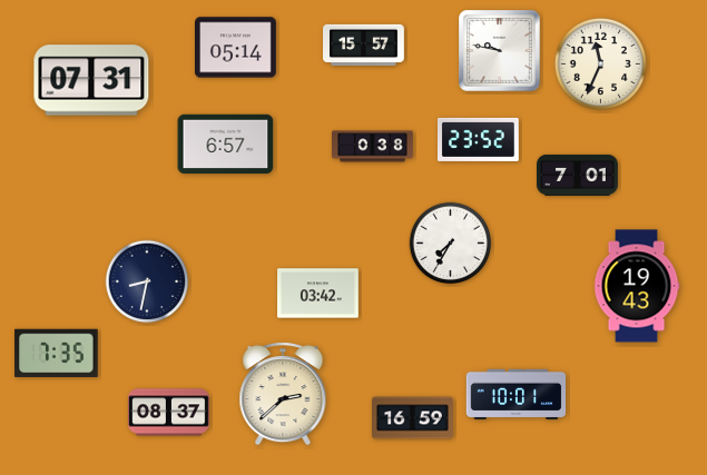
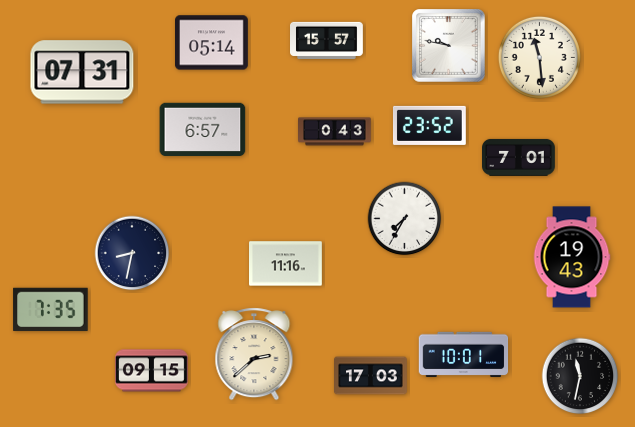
clock at (600, 63): 11:34 -> 11:29
clock at (373, 147): 0:38 -> 0:43
clock at (318, 294): 03:42 -> 11:16
clock at (57, 354) position: (57, 354) -> (51, 310)
clock at (169, 413): 08:37 -> 09:15
clock at (413, 418): 16:59 -> 17:03
clock at (580, 376): none -> 11:32
